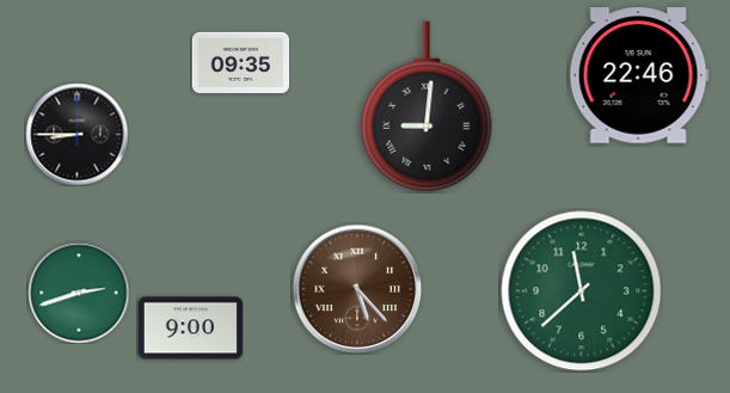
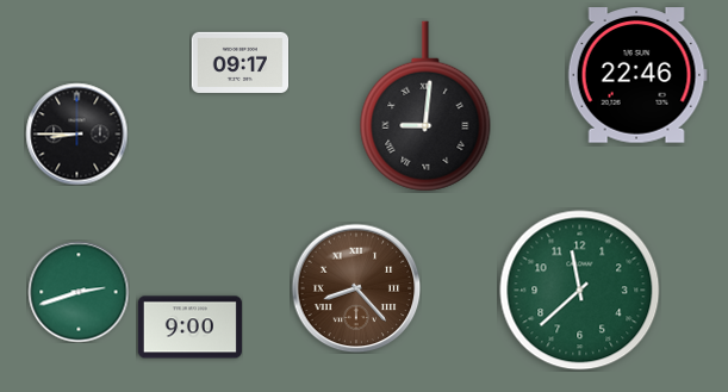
clock at (240, 62): 09:35 -> 09:17
clock at (357, 289): 5:23 -> 8:23
